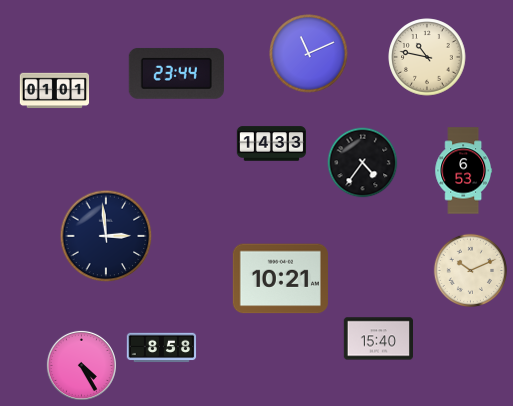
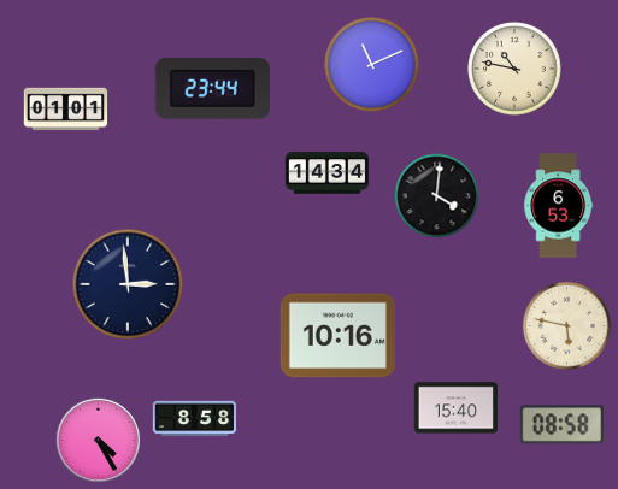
clock at (272, 144): 14:33 -> 14:34
clock at (363, 163): 4:36 -> 4:01
clock at (470, 270): 10:11 -> 5:47
clock at (280, 279): 10:21 -> 10:16
clock at (561, 425): none -> 08:58
